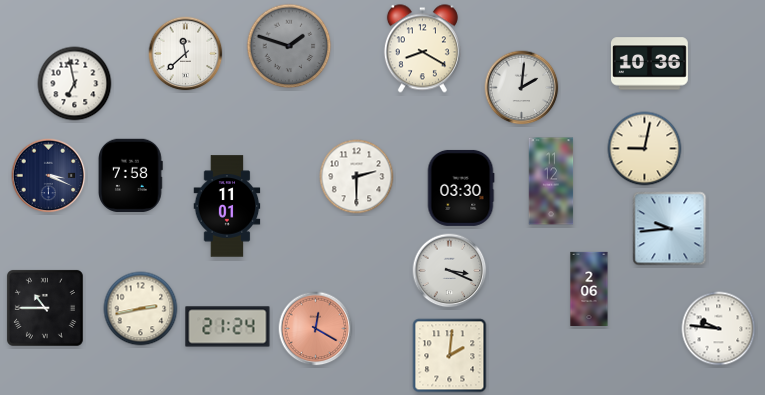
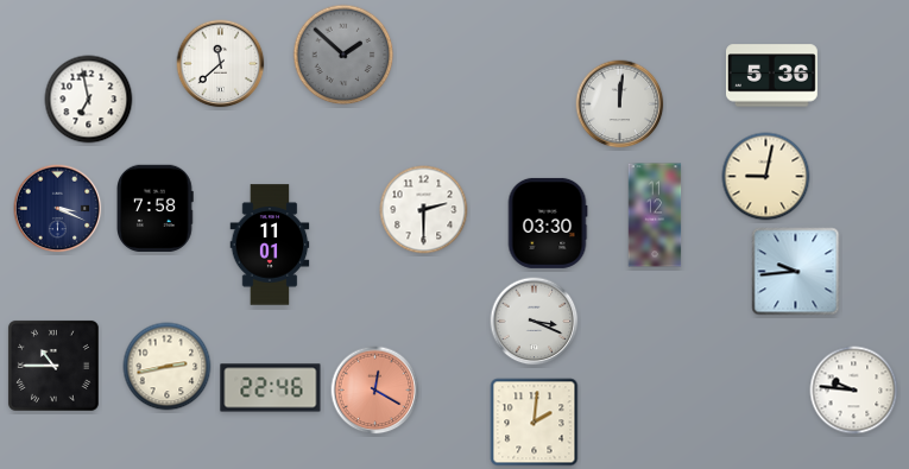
clock at (289, 46): 1:48 -> 1:52
clock at (422, 49): 8:20 -> none
clock at (649, 64): 10:36 -> 5:36
clock at (522, 88): 2:01 -> 12:01
clock at (589, 288): 2:06 -> none
clock at (228, 327): 21:24 -> 22:46
